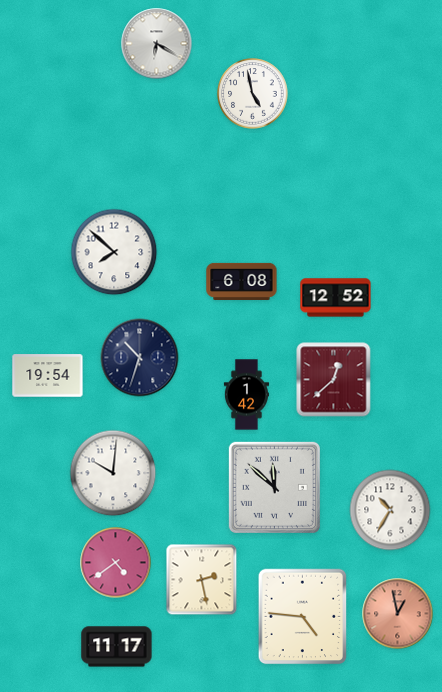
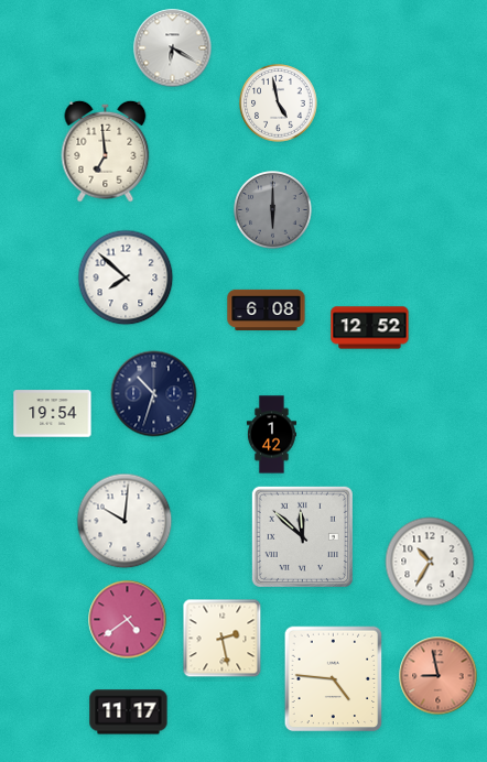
clock at (106, 151): none -> 6:59
clock at (273, 210): none -> 6:00
clock at (334, 380): 12:38 -> none
clock at (398, 614): 12:58 -> 8:58
